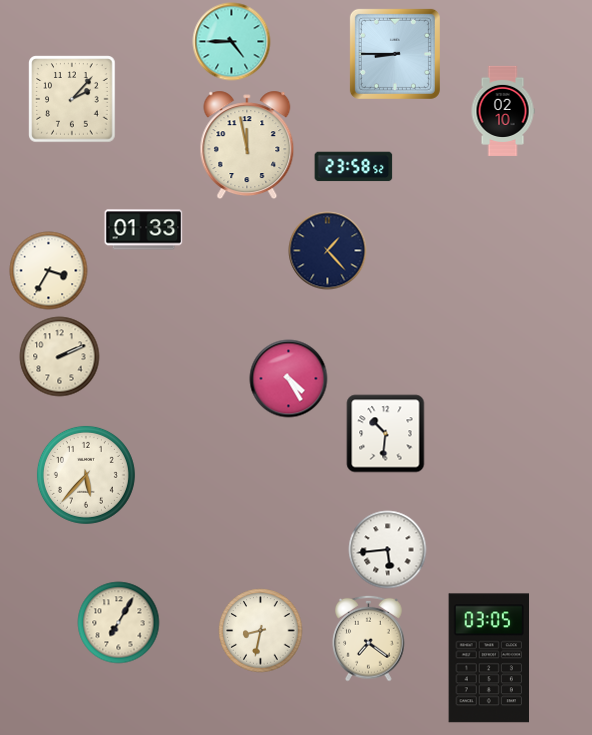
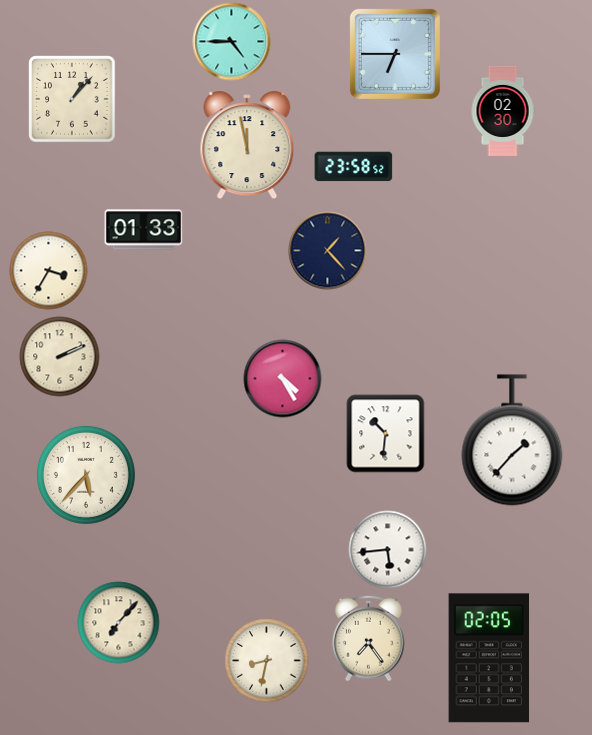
clock at (395, 54): 8:45 -> 6:45
clock at (72, 99): 2:07 -> 1:07
clock at (503, 111): 02:10 -> 02:30
clock at (288, 378) position: (288, 378) -> (282, 378)
clock at (512, 440): none -> 1:37
clock at (118, 622): 7:05 -> 7:07
clock at (260, 630) position: (260, 630) -> (266, 660)
clock at (369, 638): 7:21 -> 7:24
clock at (489, 658): 03:05 -> 02:05
